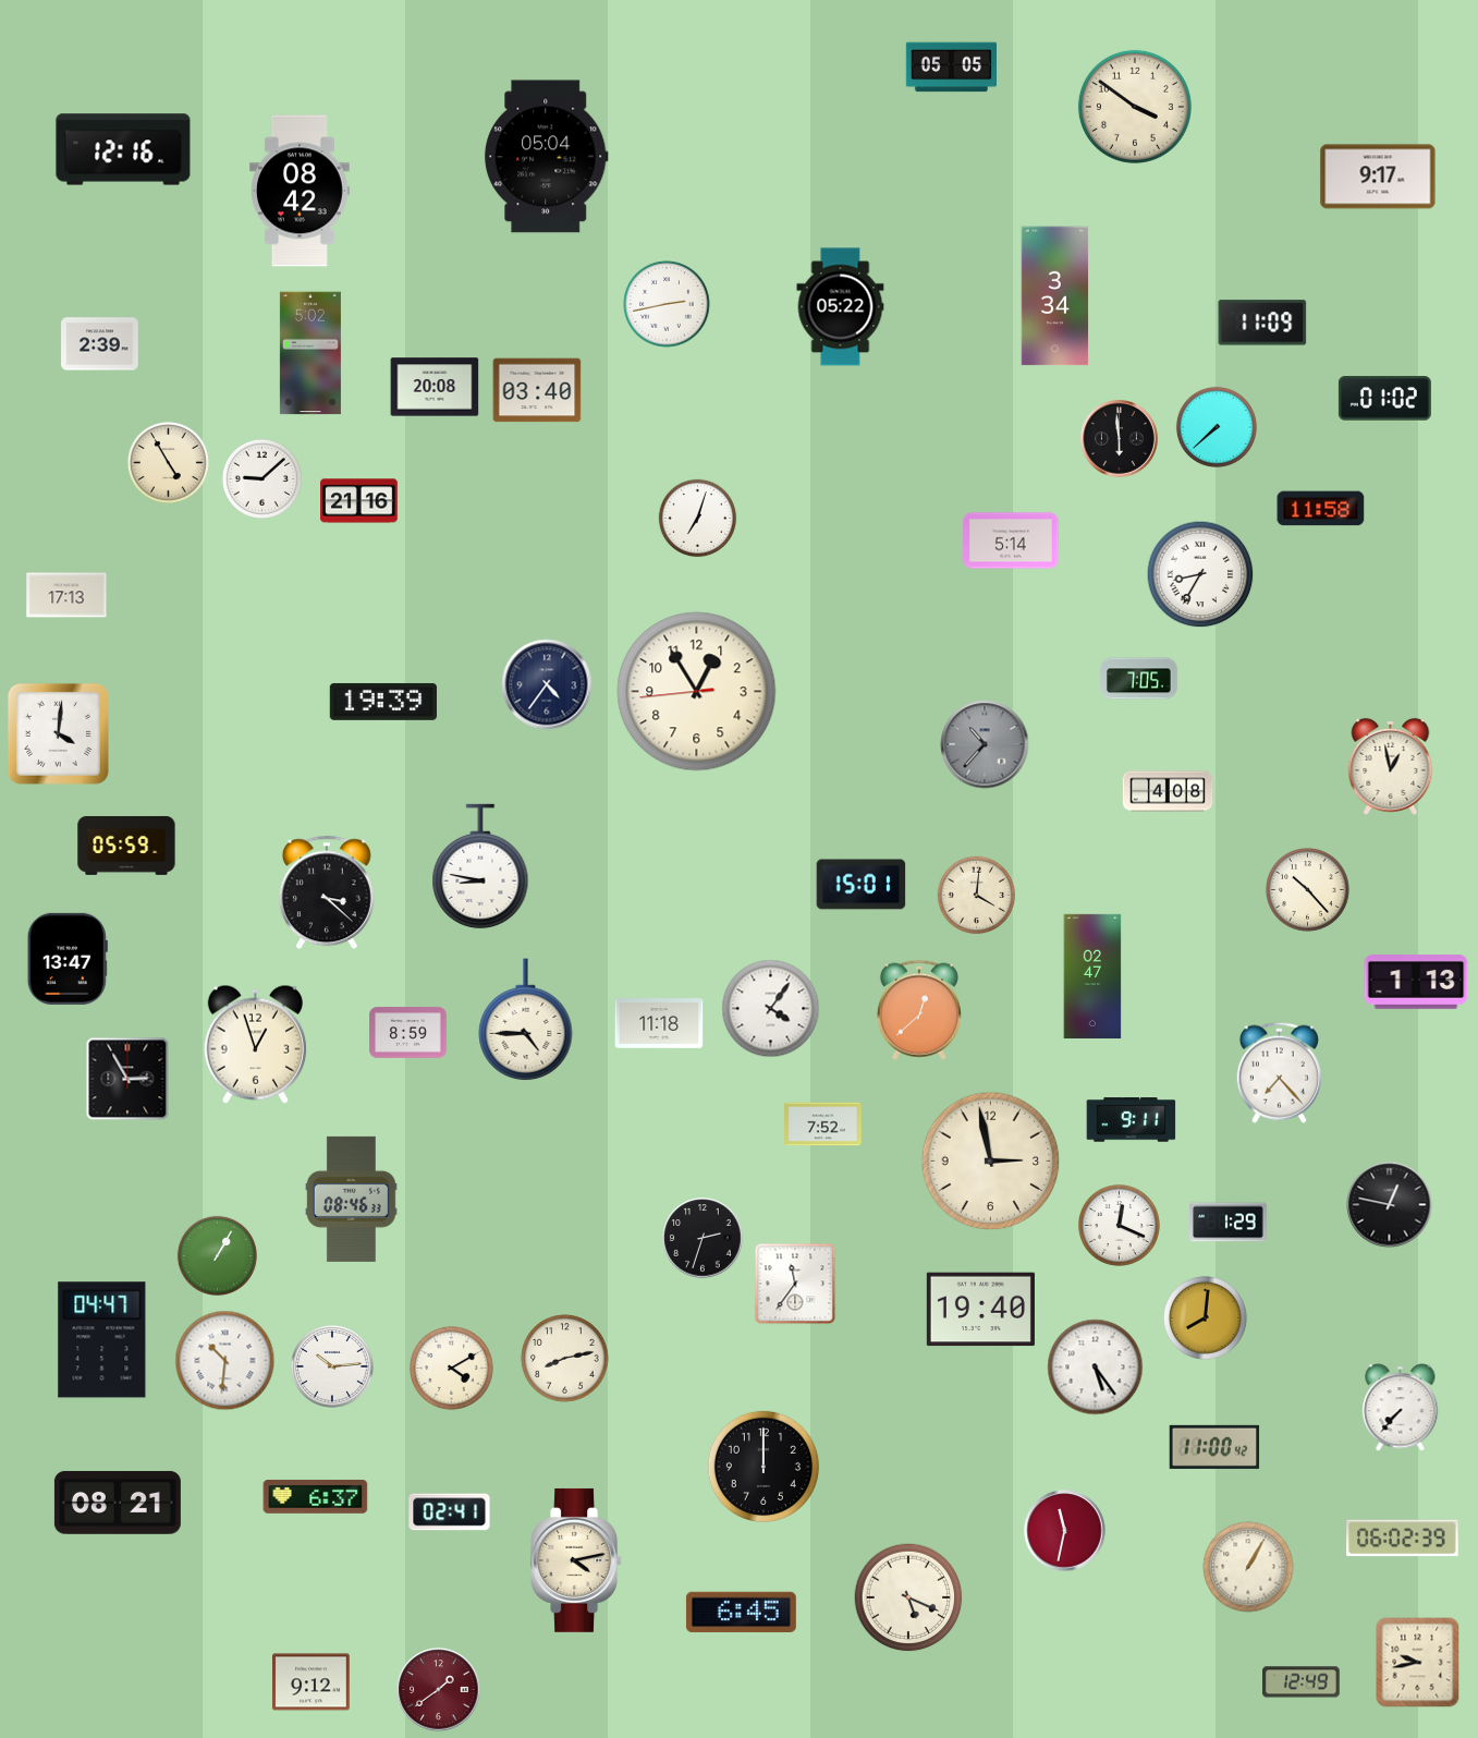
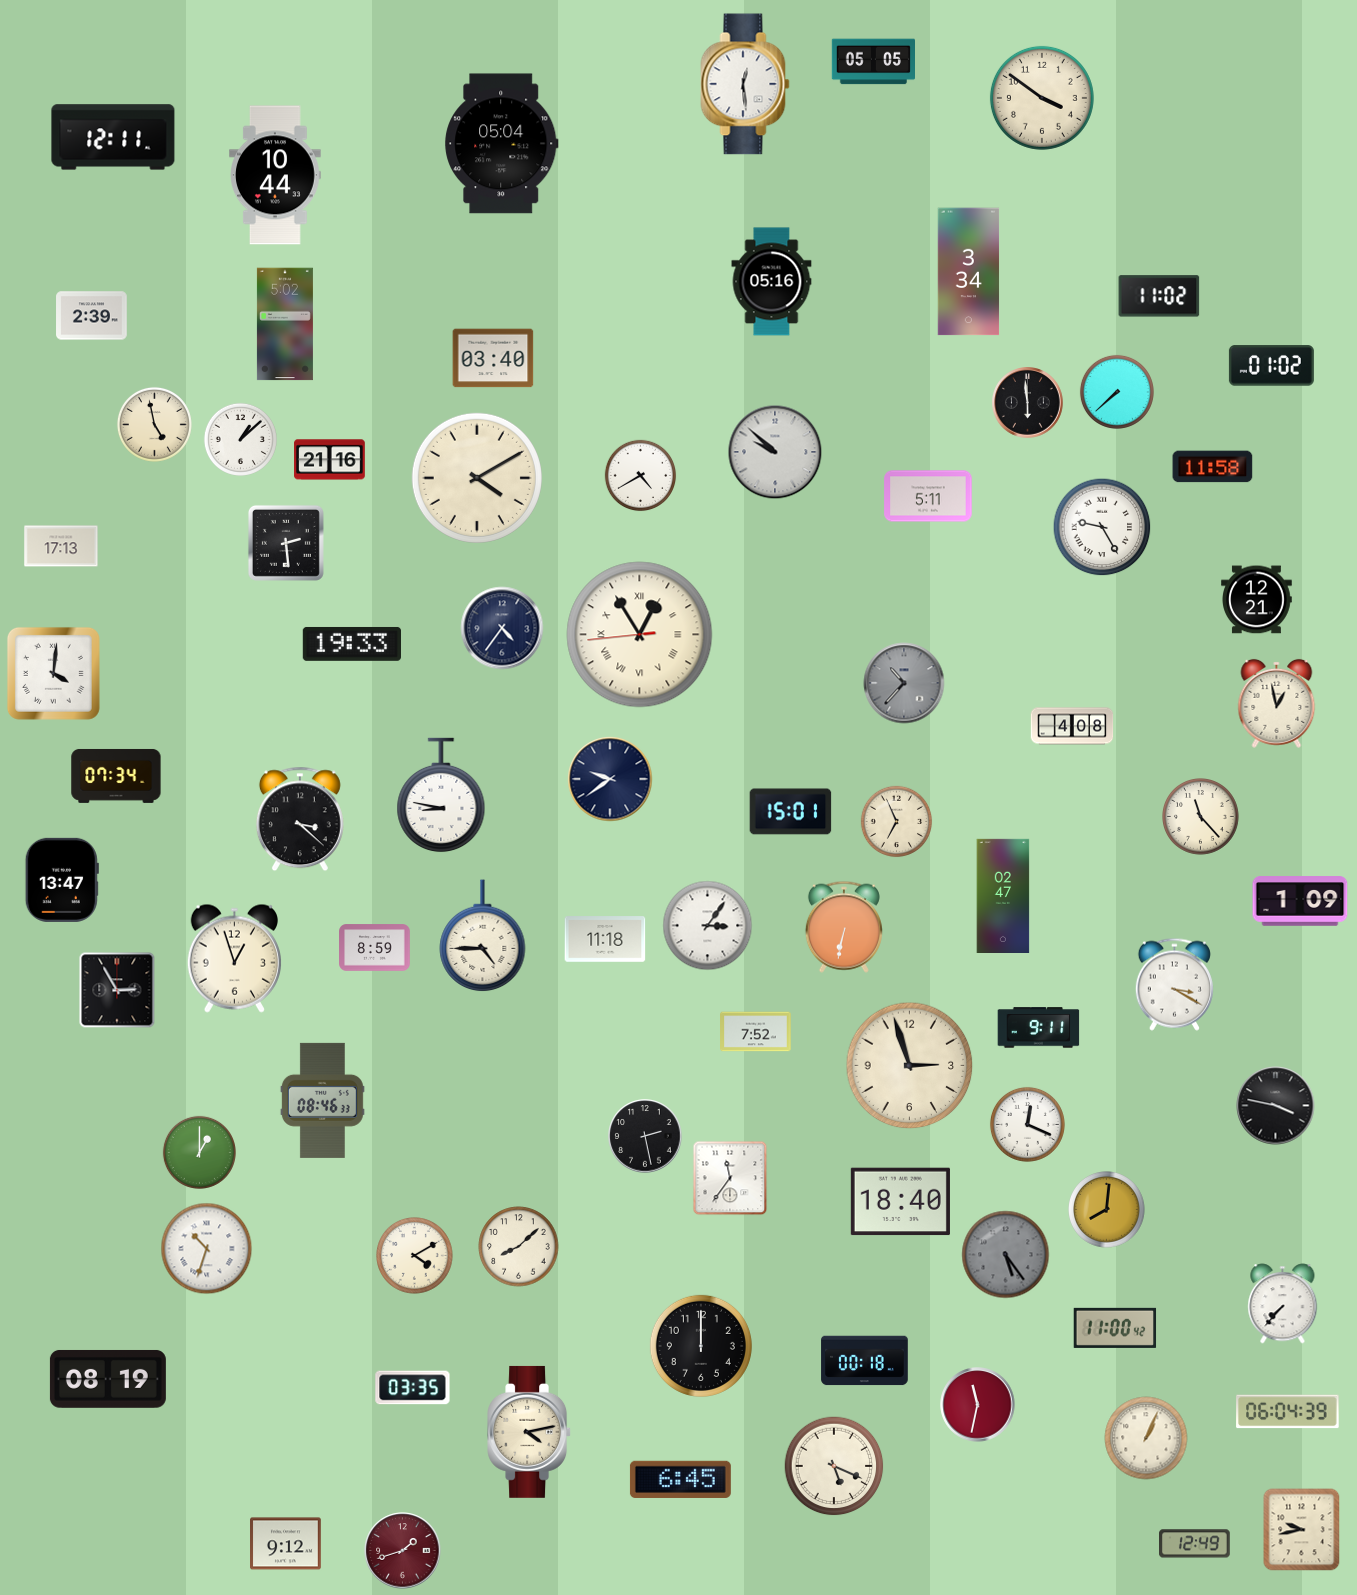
clock at (745, 84): none -> 12:29
clock at (123, 149): 12:16 -> 12:11
clock at (1378, 177): 9:17 -> none
clock at (301, 191): 08:42 -> 10:44
clock at (667, 304): 2:43 -> none
clock at (841, 307): 05:22 -> 05:16
clock at (1262, 323): 11:09 -> 11:02
clock at (435, 387): 20:08 -> none
clock at (168, 462): 4:55 -> 4:58
clock at (261, 478): 9:08 -> 1:08
clock at (775, 452): none -> 9:52
clock at (698, 519): 7:03 -> 4:40
clock at (477, 478): none -> 4:10
clock at (1011, 540): 5:14 -> 5:11
clock at (1200, 574): 8:35 -> 9:25
clock at (286, 543): none -> 2:29
clock at (1257, 600): none -> 12:21
clock at (1139, 679): 7:05 -> none
clock at (697, 692) numerals: Arabic -> Roman
clock at (382, 702): 19:39 -> 19:33
clock at (126, 846): 05:59 -> 07:34
clock at (610, 779): none -> 9:39
clock at (1308, 890): 10:23 -> 11:23
clock at (977, 896): 4:01 -> 6:56
clock at (1416, 982): 1:13 -> 1:09
clock at (771, 1009): 4:06 -> 3:06
clock at (919, 1010): 12:38 -> 6:32
clock at (1279, 1072): 7:23 -> 3:20
clock at (991, 1162): 2:58 -> 2:57
clock at (1390, 1205): 12:47 -> 3:47
clock at (1229, 1223): 1:29 -> none
clock at (703, 1238): 2:33 -> 2:28
clock at (217, 1255): 1:05 -> 1:00
clock at (980, 1310): 19:40 -> 18:40
clock at (102, 1340): 04:47 -> none
clock at (565, 1359): 8:13 -> 8:08
clock at (225, 1361): 10:31 -> 10:33
clock at (332, 1366): 10:14 -> none
clock at (1096, 1368) dial: white -> grey
clock at (1401, 1408) position: (1401, 1408) -> (1283, 1304)
clock at (865, 1361): none -> 00:18
clock at (316, 1497): 6:37 -> none
clock at (118, 1503): 08:21 -> 08:19
clock at (450, 1512): 02:41 -> 03:35
clock at (1403, 1539): 06:02 -> 06:04
clock at (1248, 1567): 1:05 -> 1:04
clock at (1418, 1663) position: (1418, 1663) -> (1302, 1530)
clock at (439, 1690): 1:39 -> 1:42
